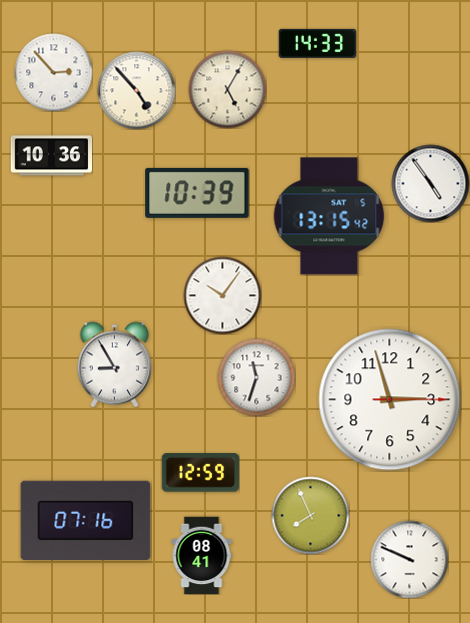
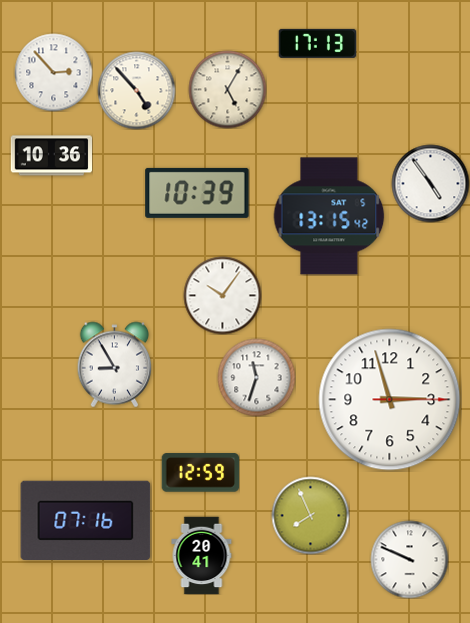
clock at (317, 43): 14:33 -> 17:13
clock at (202, 555): 08:41 -> 20:41
